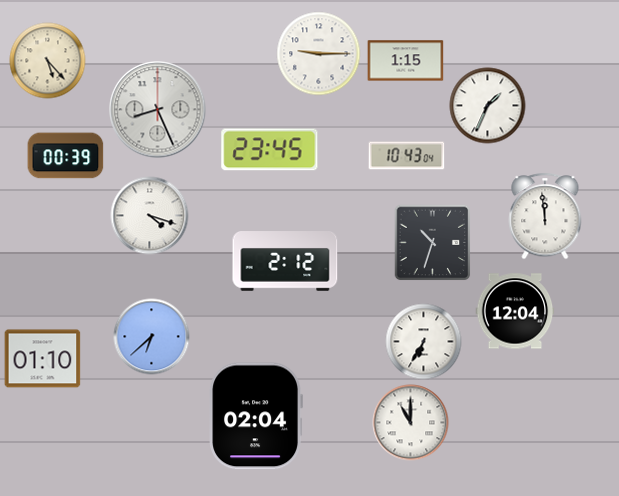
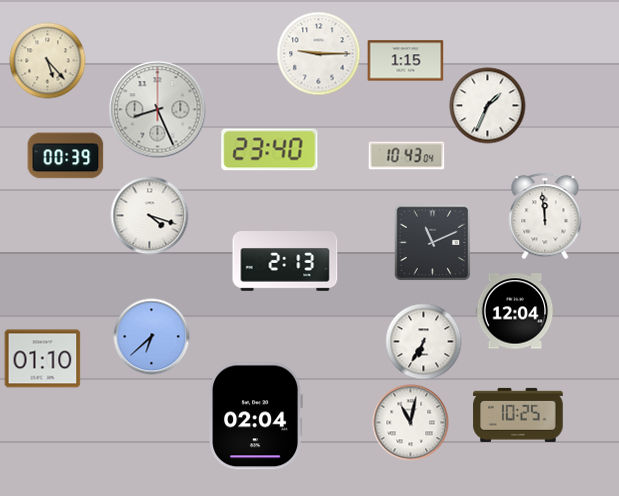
clock at (270, 150): 23:45 -> 23:40
clock at (432, 242): 10:33 -> 11:11
clock at (285, 261): 2:12 -> 2:13
clock at (518, 415): none -> 10:25
clock at (411, 423): 11:00 -> 11:02
